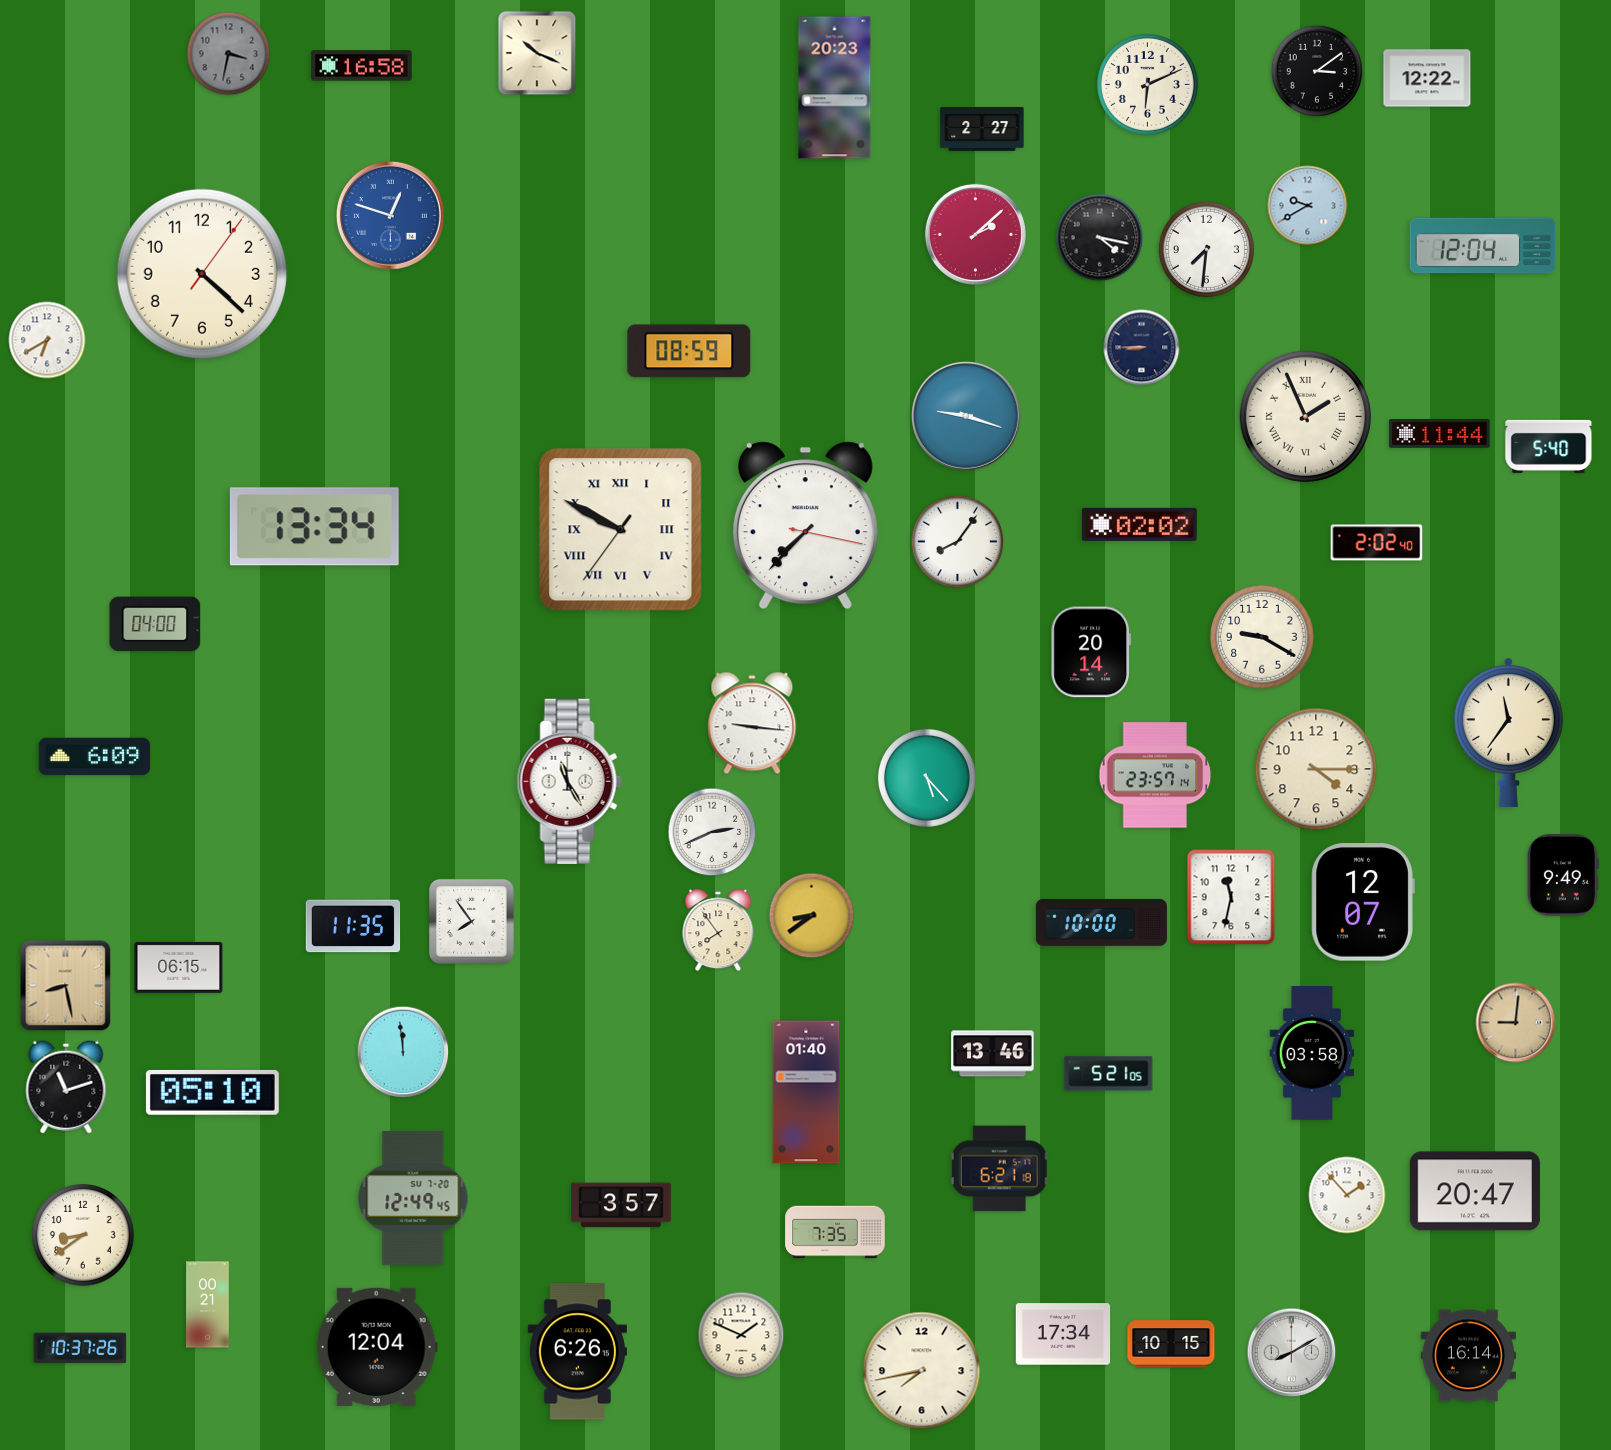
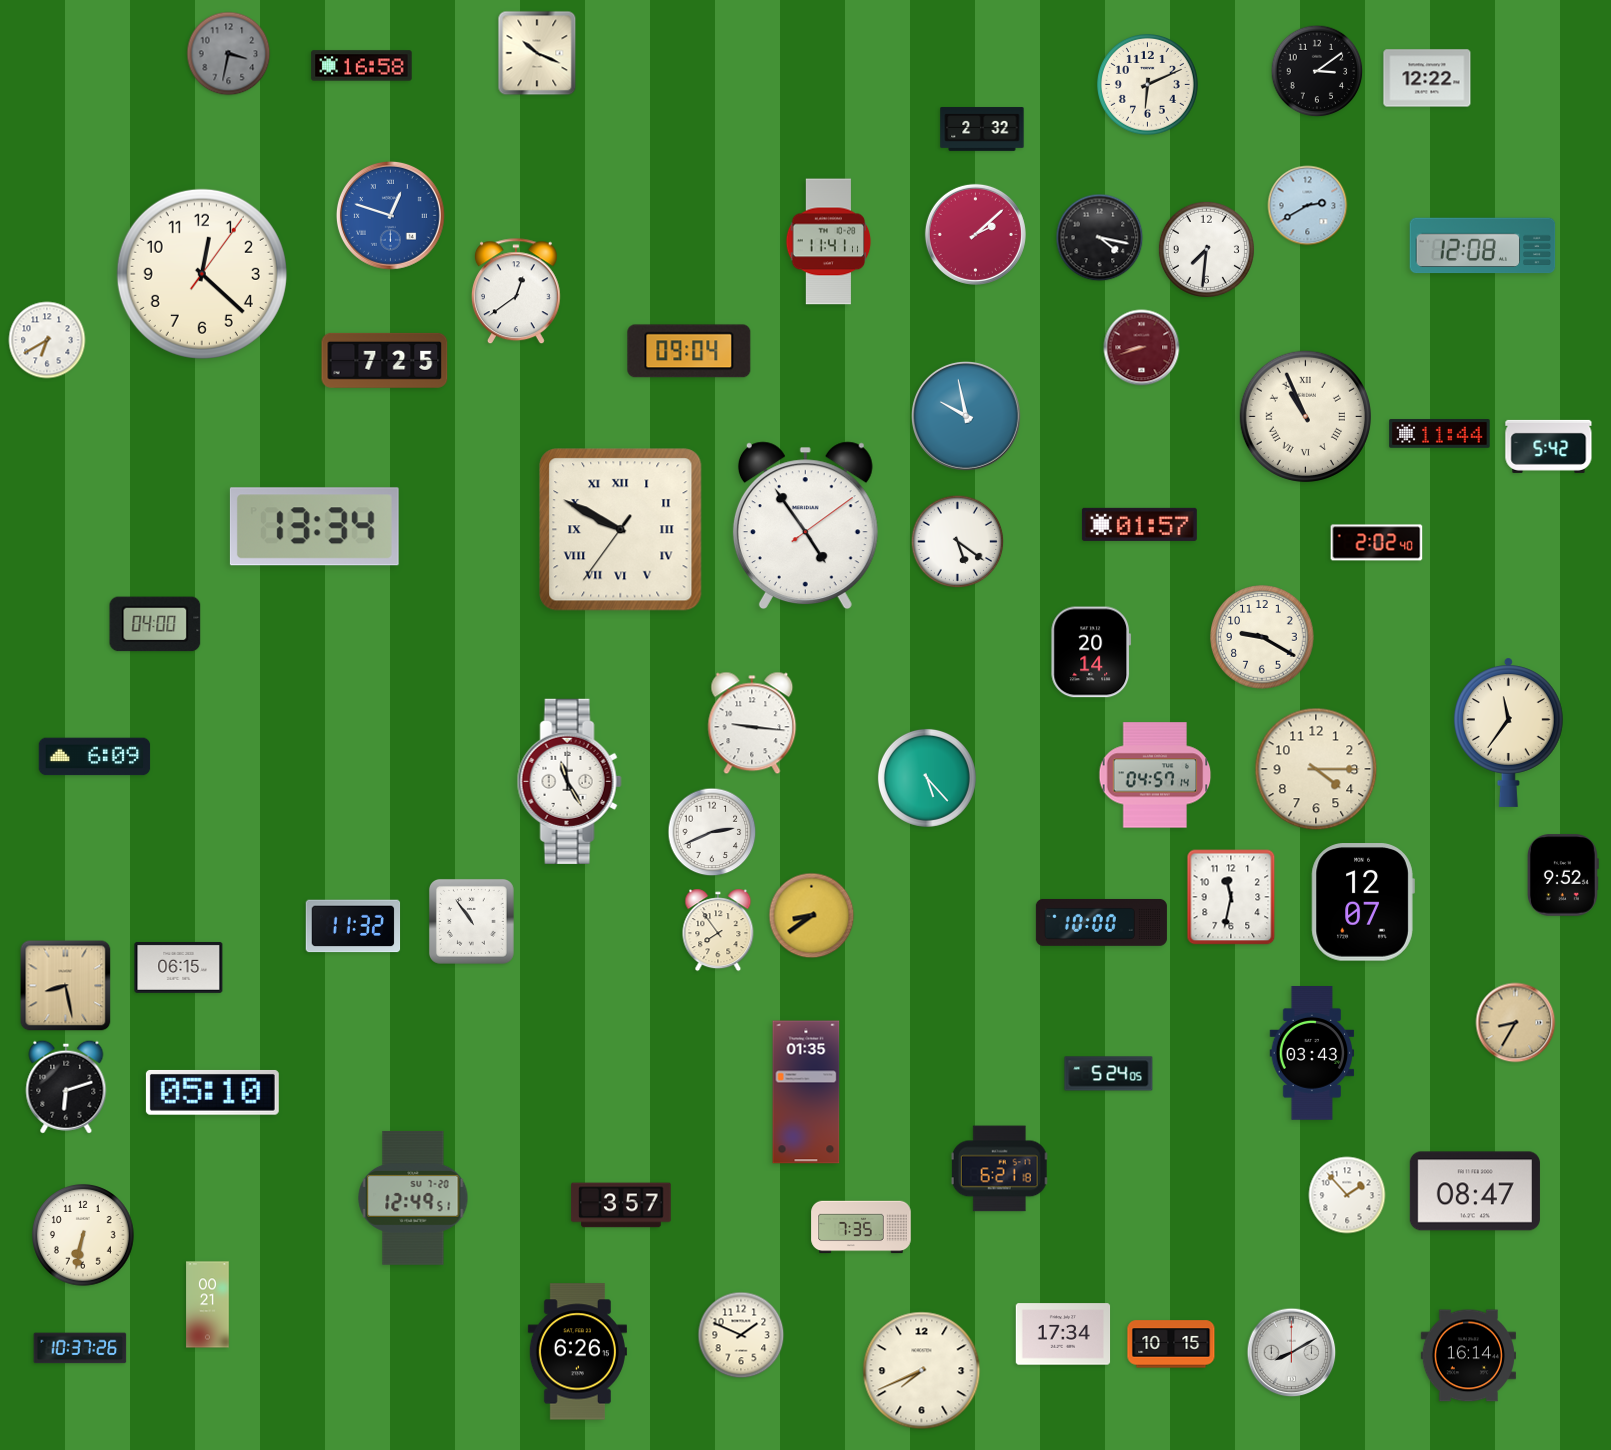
clock at (835, 88): 20:23 -> none
clock at (982, 129): 2:27 -> 2:32
clock at (1308, 206): 9:40 -> 2:40
clock at (829, 242): none -> 11:41
clock at (1483, 246): 12:04 -> 12:08
clock at (202, 274): 4:22 -> 12:22
clock at (516, 292): none -> 12:39
clock at (1142, 348): 8:45 -> 8:42
clock at (1142, 348) dial: navy -> burgundy
clock at (689, 351): 08:59 -> 09:04
clock at (385, 360): none -> 7:25
clock at (966, 416): 9:18 -> 9:58
clock at (1305, 416): 1:56 -> 10:56
clock at (1549, 446): 5:40 -> 5:42
clock at (1139, 524): 02:02 -> 01:57
clock at (805, 526): 7:37 -> 4:54
clock at (958, 542): 8:06 -> 5:21
clock at (1155, 775): 23:57 -> 04:57
clock at (1563, 875): 9:49 -> 9:52
clock at (471, 921): 7:54 -> 10:54
clock at (353, 926): 11:35 -> 11:32
clock at (1516, 1023): 9:01 -> 8:35
clock at (403, 1052): 11:59 -> none
clock at (993, 1054): 13:46 -> none
clock at (1312, 1054): 03:58 -> 03:43
clock at (1109, 1074): 5:21 -> 5:24
clock at (66, 1087): 11:12 -> 6:12
clock at (806, 1092): 01:40 -> 01:35
clock at (1475, 1191): 20:47 -> 08:47
clock at (413, 1198): 12:49:45 -> 12:49:51
clock at (835, 1232) position: (835, 1232) -> (861, 1227)
clock at (84, 1236): 8:39 -> 6:32
clock at (377, 1347): 12:04 -> none
clock at (922, 1371): 7:43 -> 7:41
